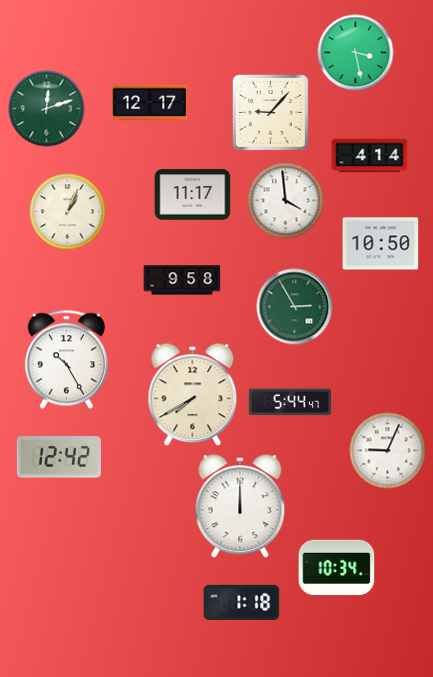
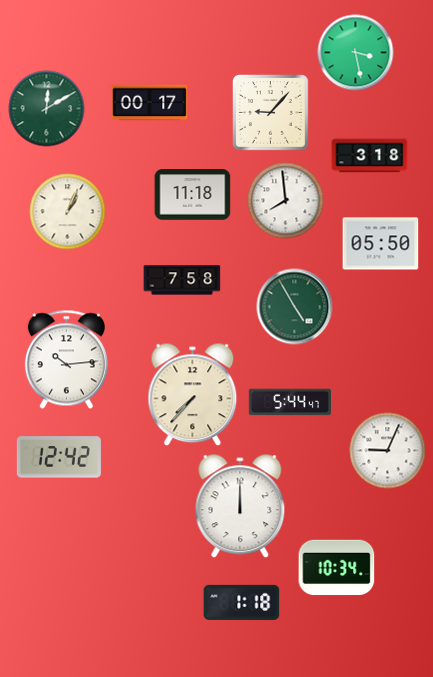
clock at (150, 103): 12:17 -> 00:17
clock at (47, 109): 12:12 -> 12:10
clock at (370, 156): 4:14 -> 3:18
clock at (193, 195): 11:17 -> 11:18
clock at (286, 201): 3:59 -> 7:59
clock at (381, 244): 10:50 -> 05:50
clock at (182, 280): 9:58 -> 7:58
clock at (295, 307): 2:55 -> 4:55
clock at (66, 360): 10:25 -> 10:14
clock at (193, 395): 7:40 -> 7:37
